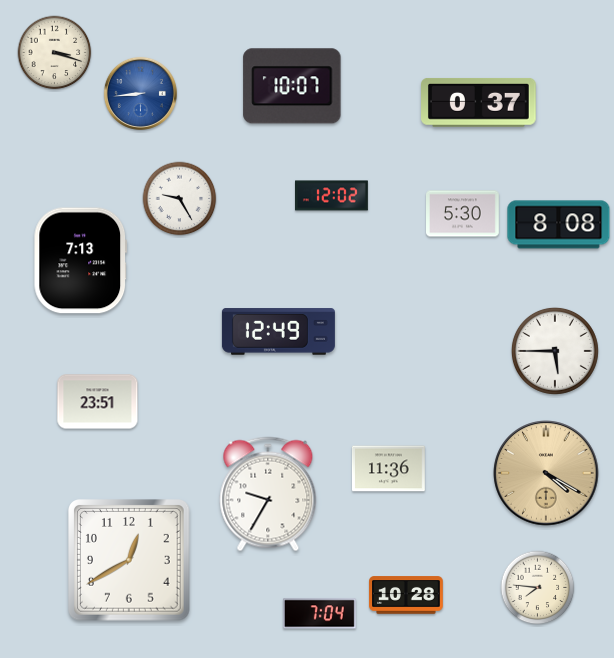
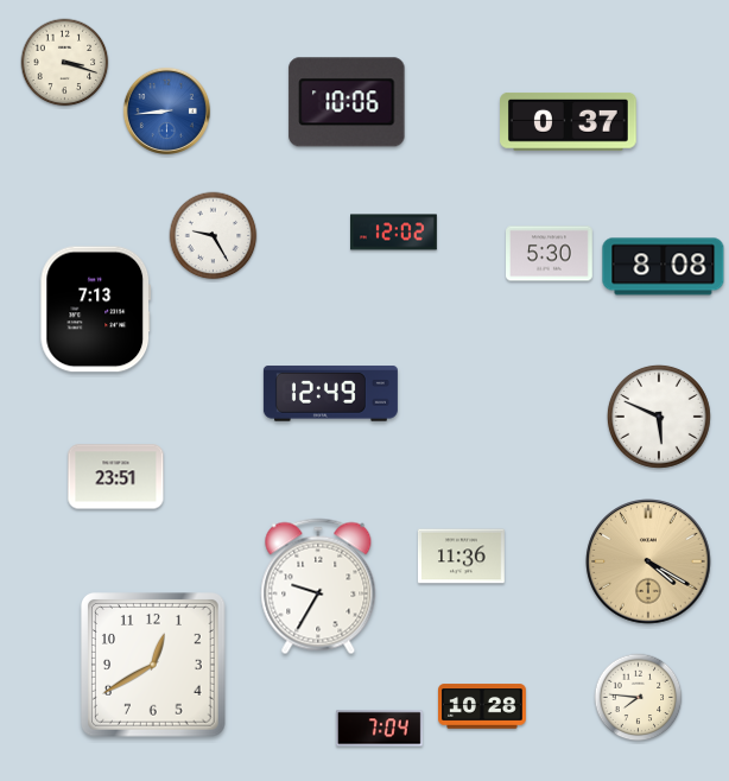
clock at (292, 86): 10:07 -> 10:06
clock at (555, 351): 5:45 -> 5:49
